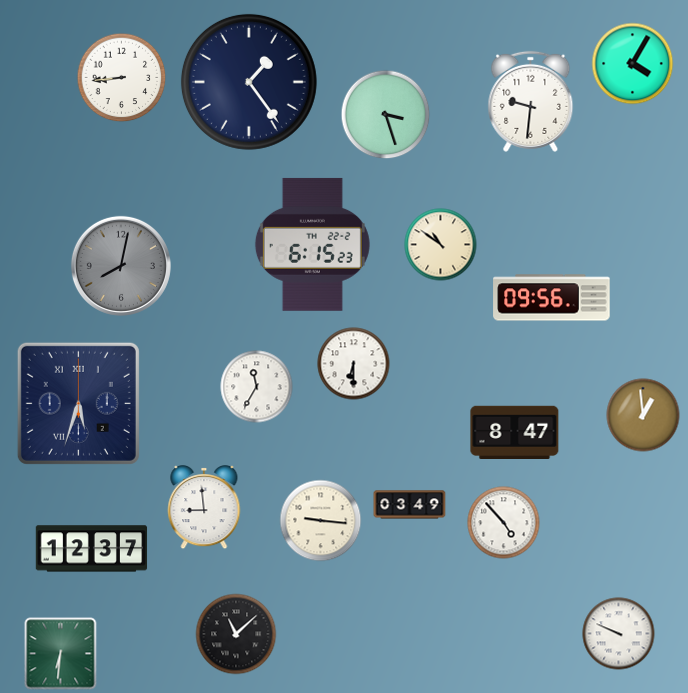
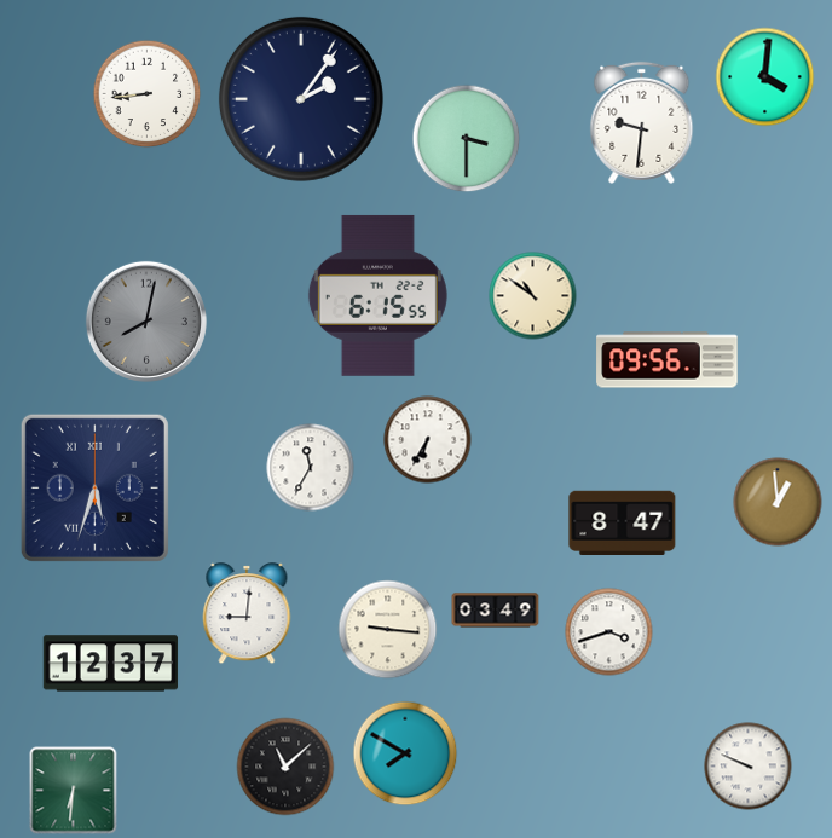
clock at (633, 64): 4:05 -> 4:01
clock at (249, 82): 1:24 -> 2:06
clock at (386, 115): 3:27 -> 3:30
clock at (312, 244): 6:15:23 -> 6:15:55
clock at (354, 364): 6:30 -> 6:35
clock at (204, 508): 8:59 -> 9:01
clock at (504, 523): 4:53 -> 3:42
clock at (405, 753): none -> 7:50
